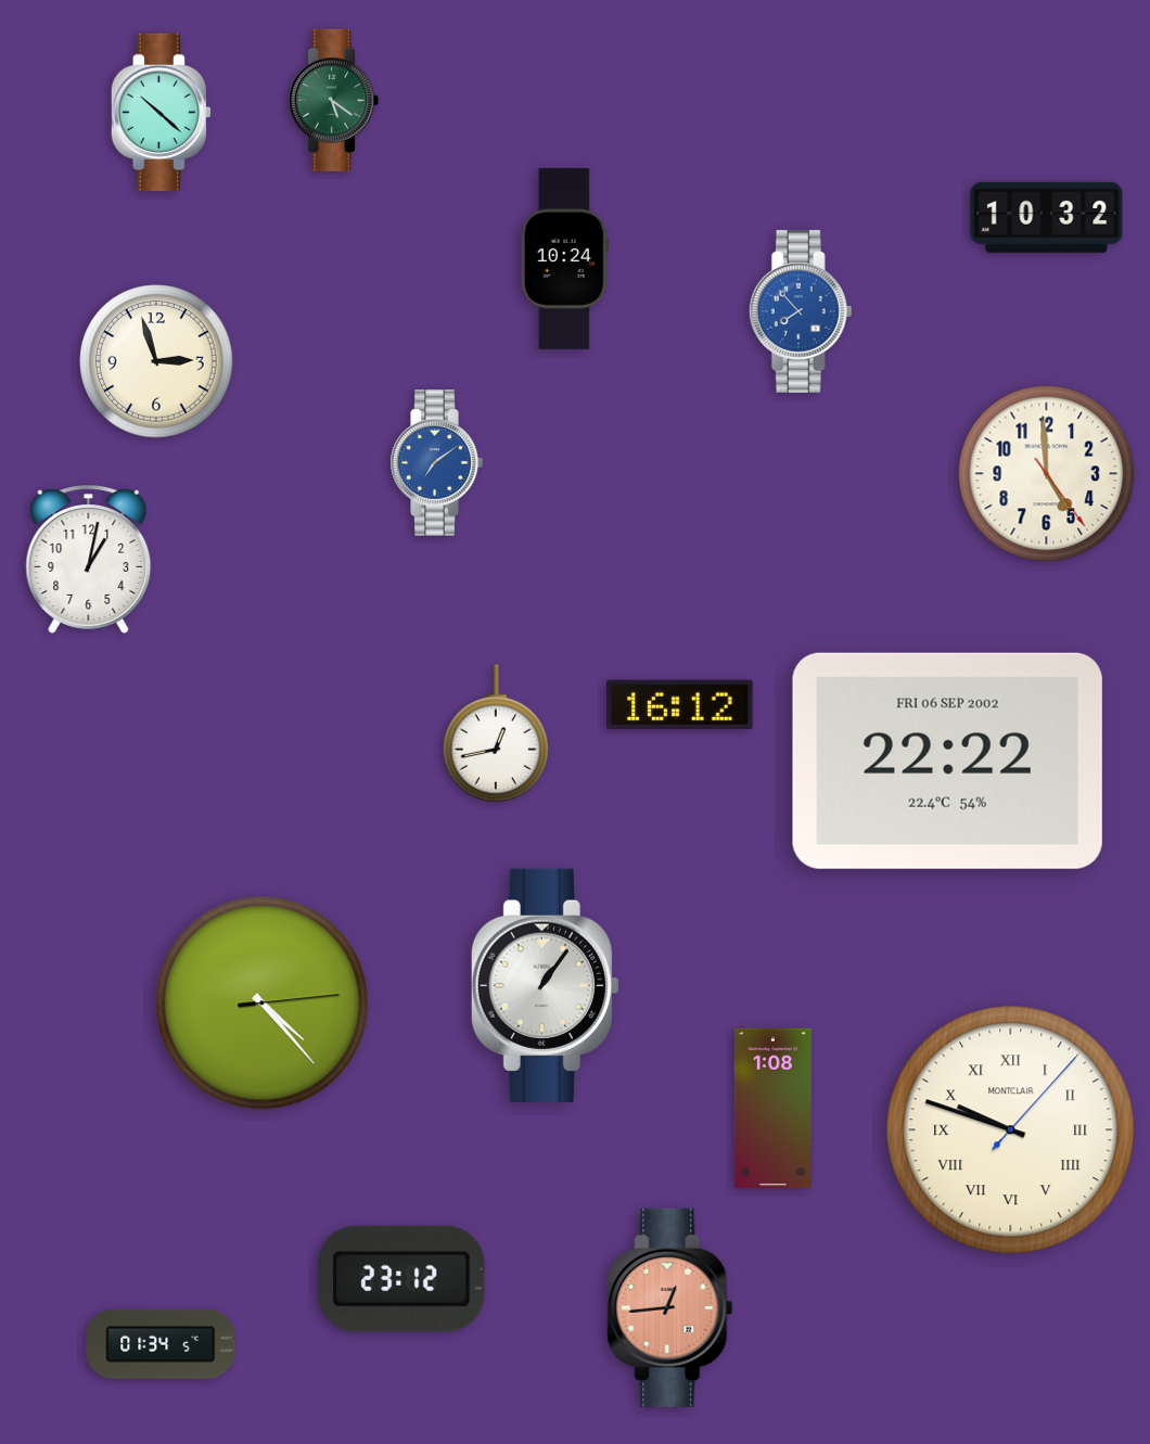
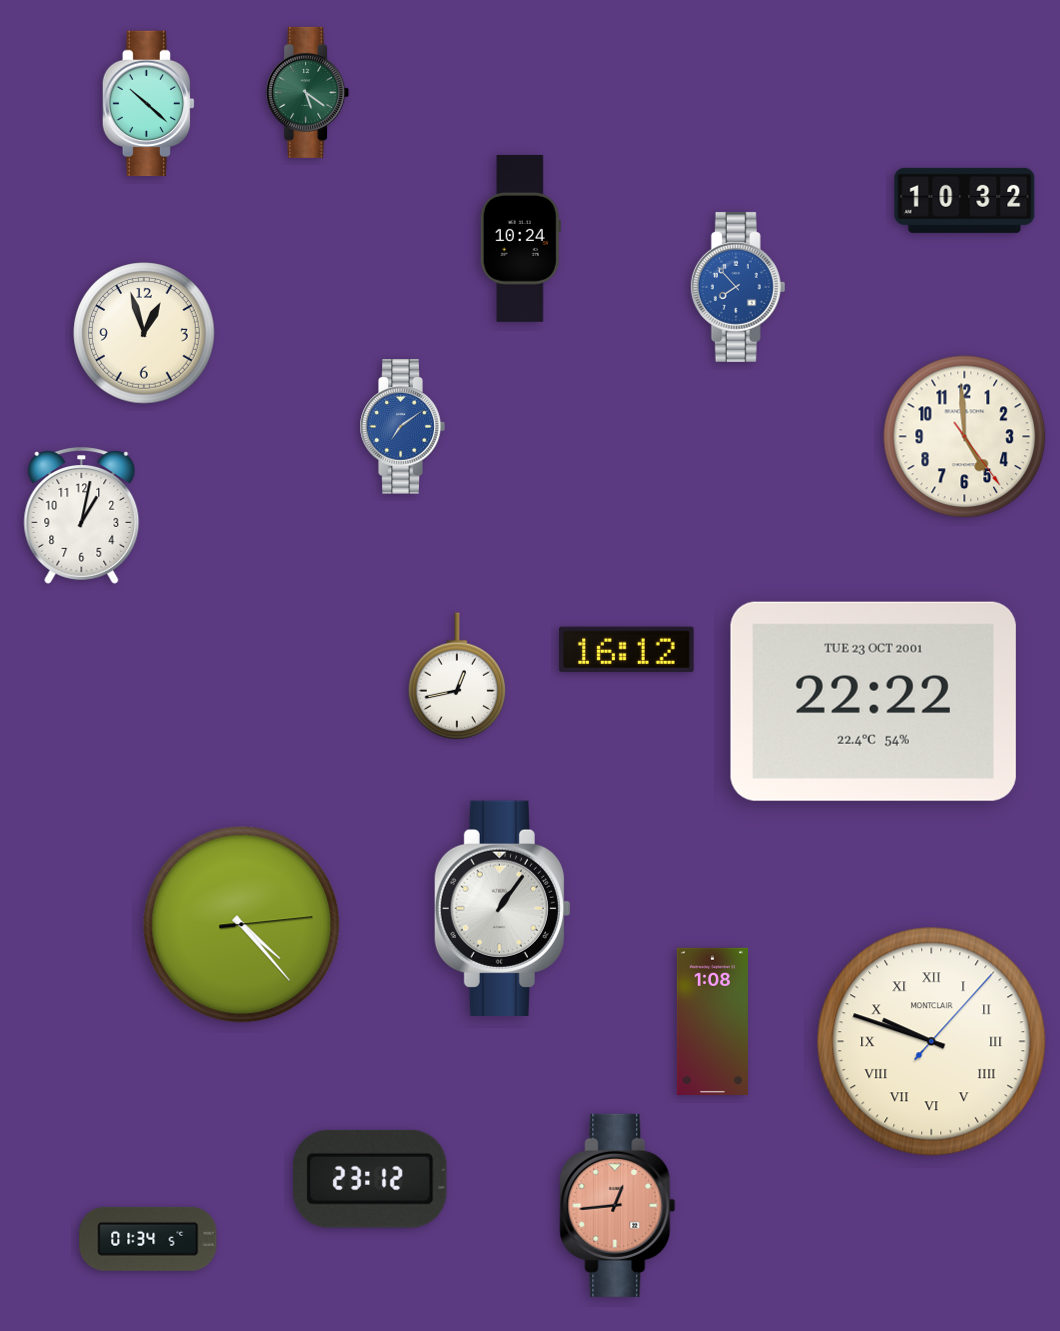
clock at (156, 361): 2:57 -> 12:57
clock at (947, 761) date: FRI 06 SEP 2002 -> TUE 23 OCT 2001
